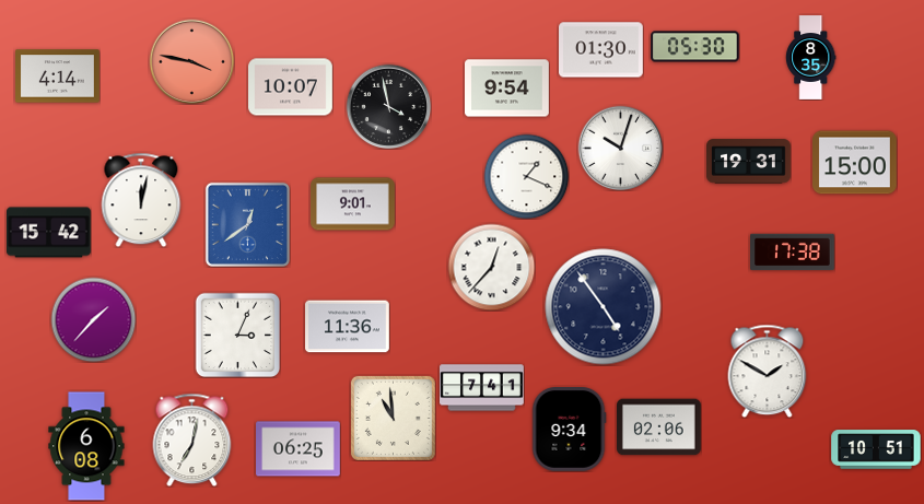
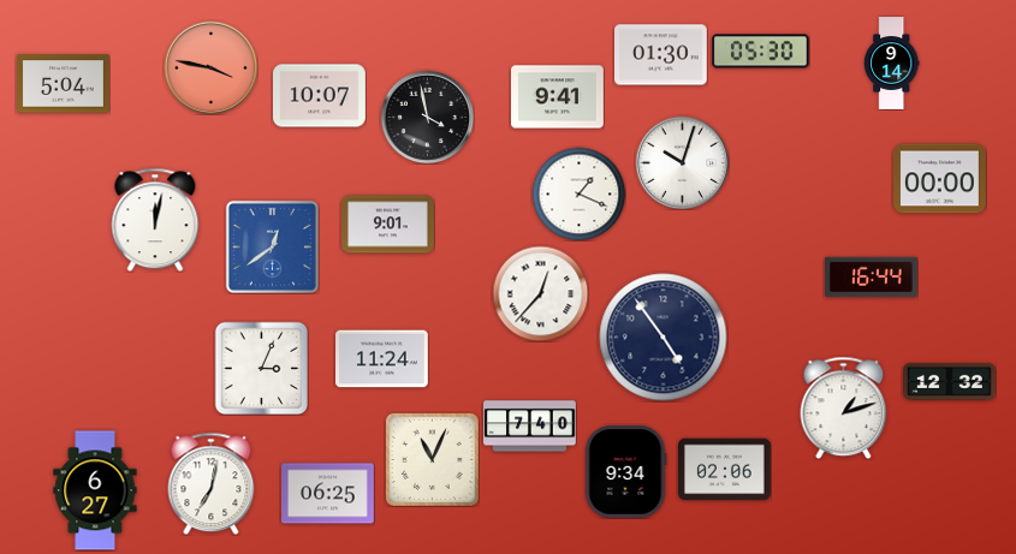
clock at (695, 47) position: (695, 47) -> (761, 52)
clock at (810, 58): 8:35 -> 9:14
clock at (58, 77): 4:14 -> 5:04
clock at (507, 89): 9:54 -> 9:41
clock at (749, 162): 19:31 -> none
clock at (855, 163): 15:00 -> 00:00
clock at (49, 233): 15:42 -> none
clock at (793, 253): 17:38 -> 16:44
clock at (93, 319): 1:37 -> none
clock at (348, 327): 11:36 -> 11:24
clock at (950, 381): none -> 12:32
clock at (768, 371): 1:50 -> 1:12
clock at (482, 388): 7:41 -> 7:40
clock at (393, 418): 10:59 -> 11:04
clock at (86, 446): 6:08 -> 6:27
clock at (876, 449): 10:51 -> none
